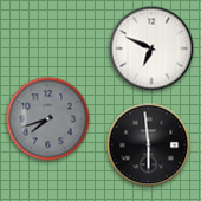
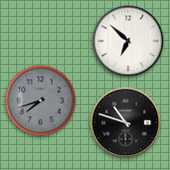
clock at (151, 48): 6:49 -> 6:52
clock at (149, 145): 5:59 -> 10:48
